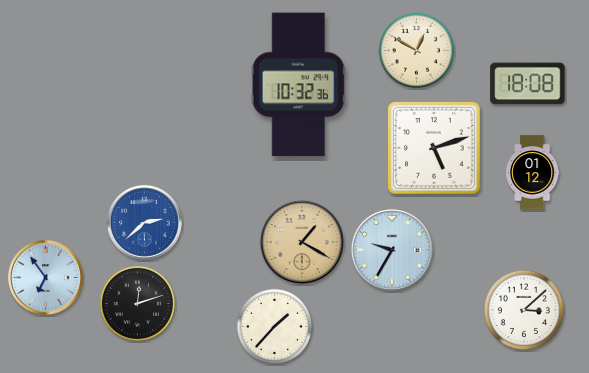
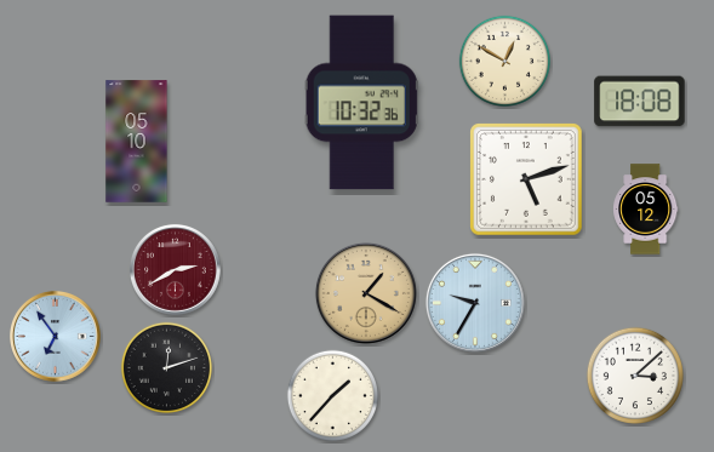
clock at (137, 142): none -> 05:10
clock at (533, 173): 01:12 -> 05:12
clock at (144, 222): 2:38 -> 2:40
clock at (144, 222) dial: blue -> burgundy
